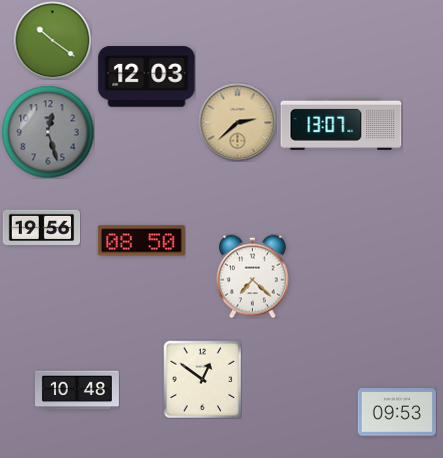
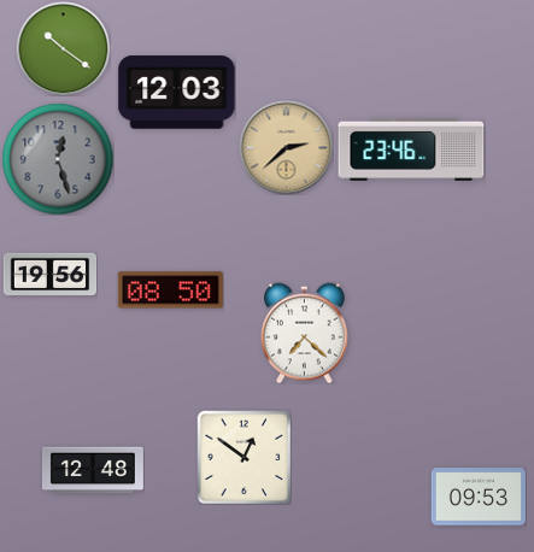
clock at (341, 124): 13:07 -> 23:46
clock at (77, 390): 10:48 -> 12:48
